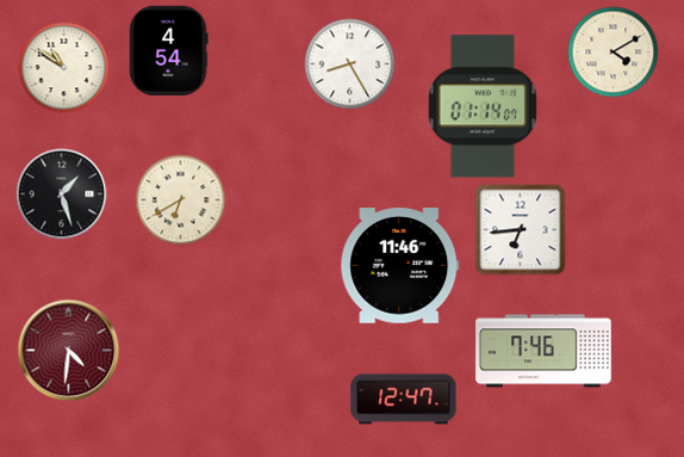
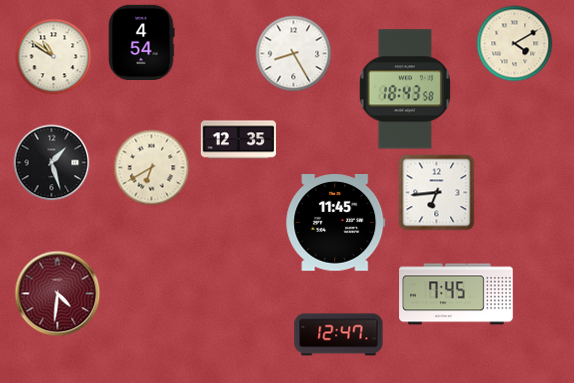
clock at (483, 106): 01:14 -> 18:43
clock at (238, 140): none -> 12:35
clock at (400, 266): 11:46 -> 11:45
clock at (543, 351): 7:46 -> 7:45
